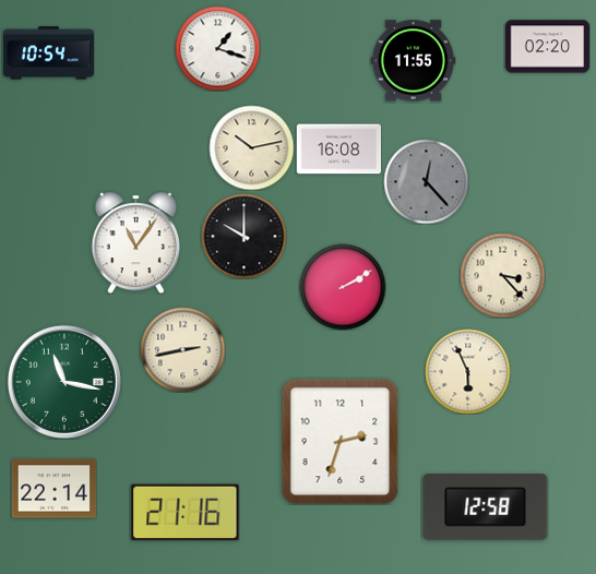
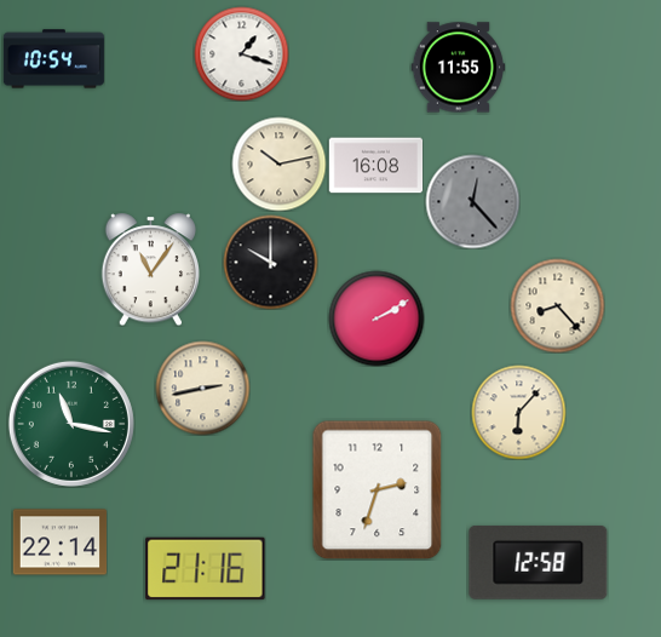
clock at (547, 47): 02:20 -> none
clock at (502, 275): 3:23 -> 8:23
clock at (343, 287) position: (343, 287) -> (377, 318)
clock at (467, 371): 5:56 -> 6:07
